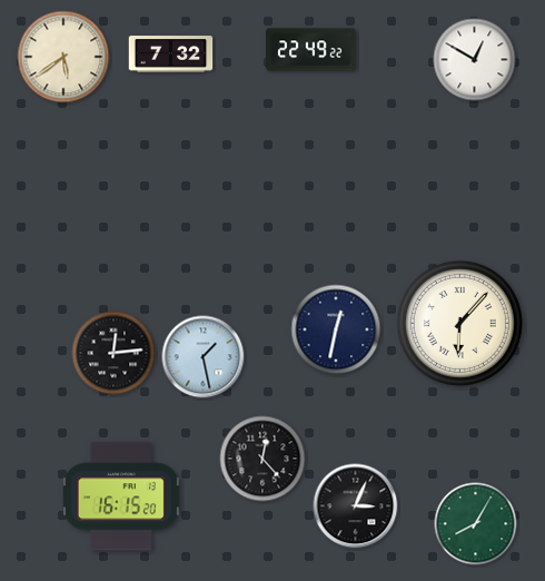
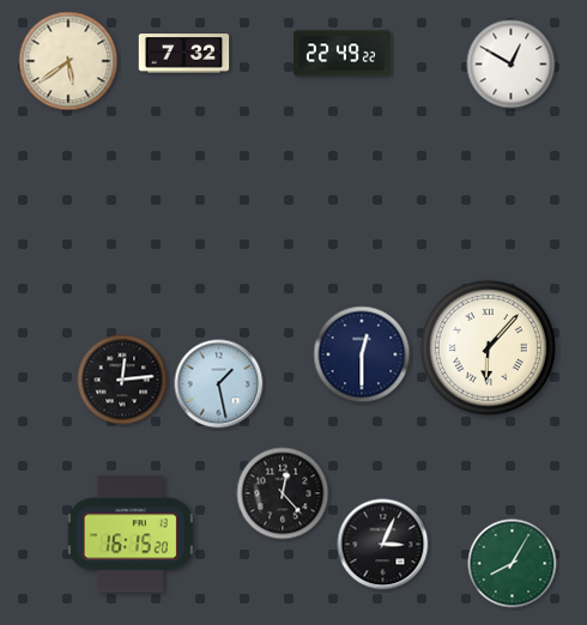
clock at (311, 50) position: (311, 50) -> (343, 54)
clock at (171, 55) position: (171, 55) -> (184, 54)
clock at (459, 323) position: (459, 323) -> (488, 347)
clock at (336, 329): 12:32 -> 12:30
